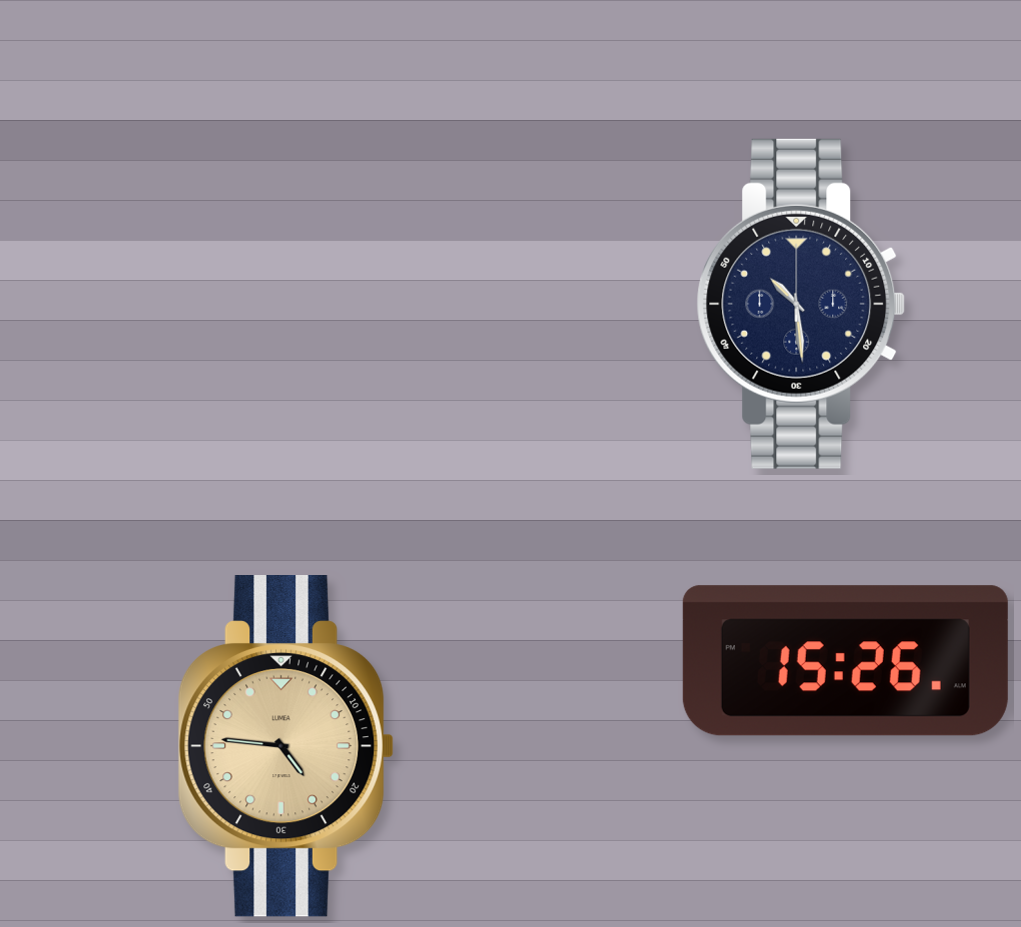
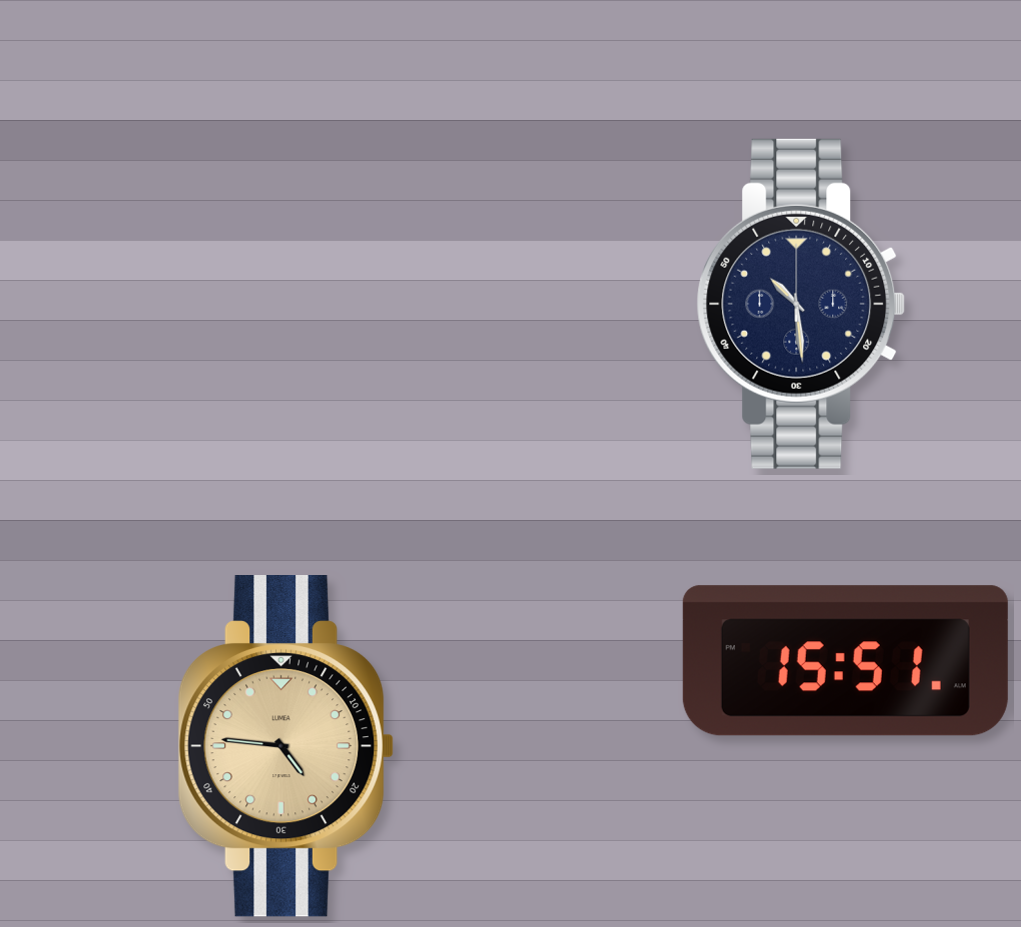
clock at (845, 661): 15:26 -> 15:51
